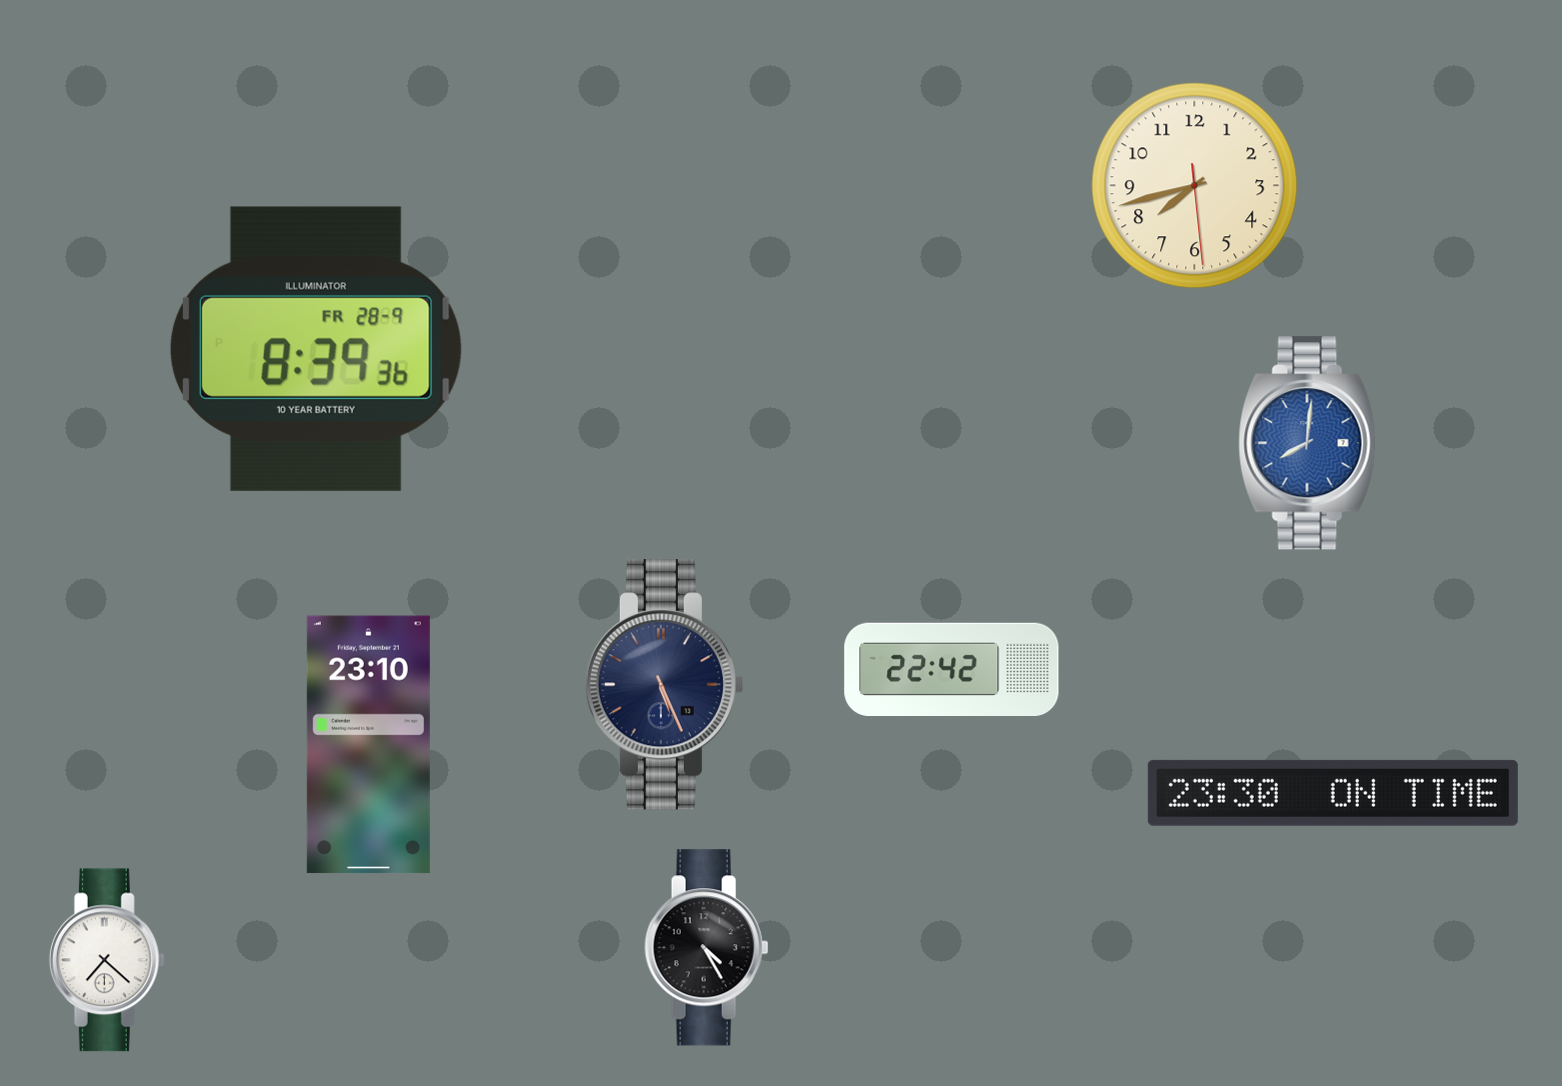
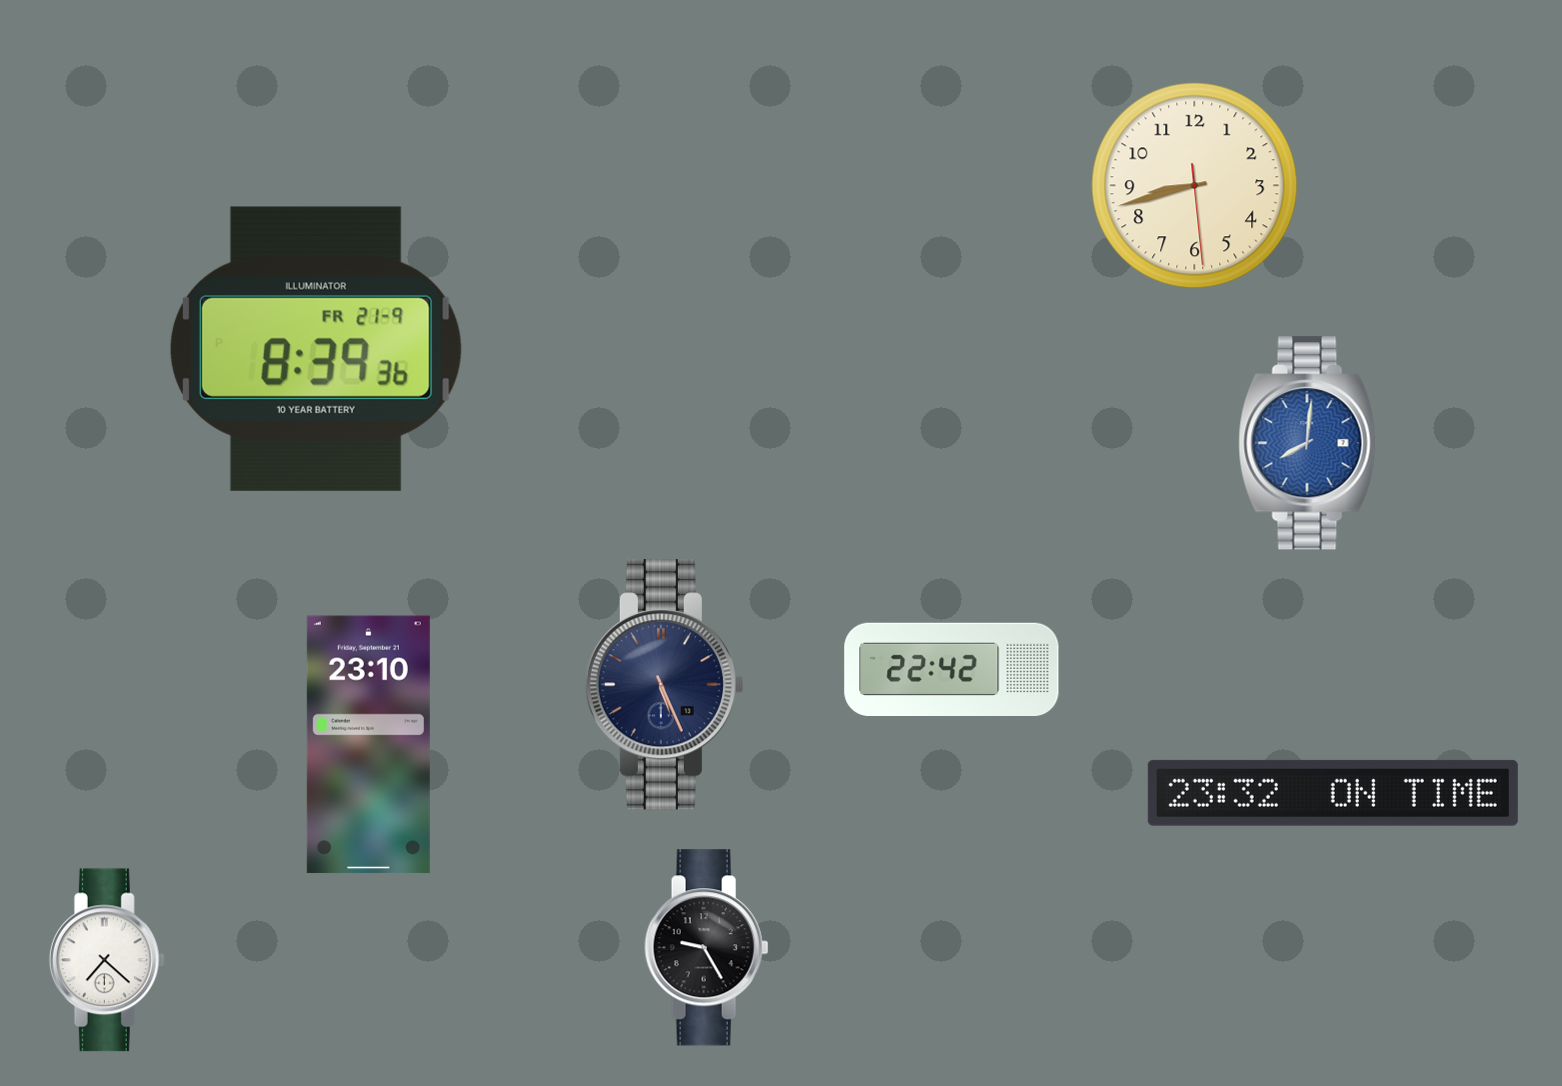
clock at (1195, 186): 7:42 -> 8:42
clock at (316, 349) date: FR 28-9 -> FR 21-9
clock at (1333, 793): 23:30 -> 23:32
clock at (707, 948): 4:25 -> 9:25
